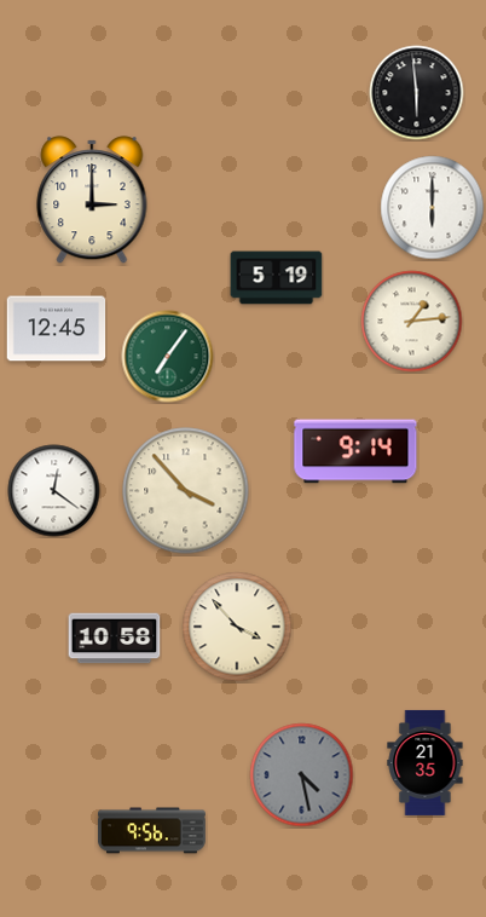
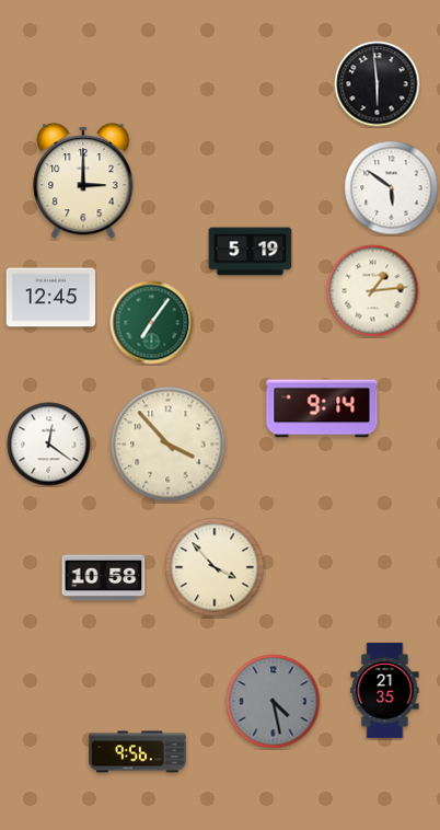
clock at (433, 208): 6:00 -> 5:51
